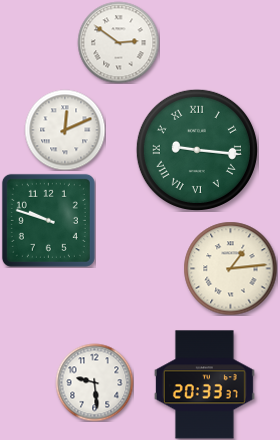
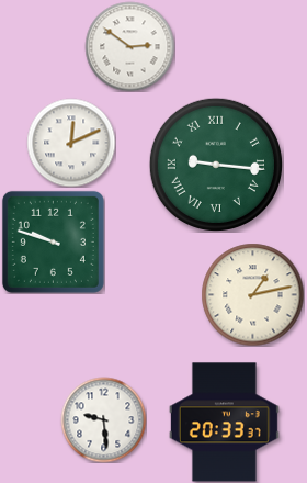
clock at (230, 268): 1:14 -> 1:13
